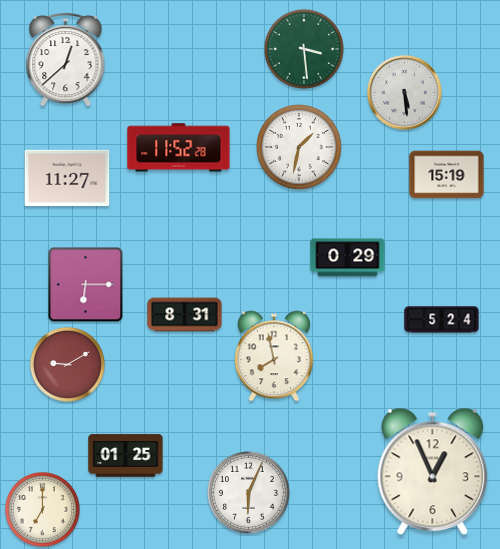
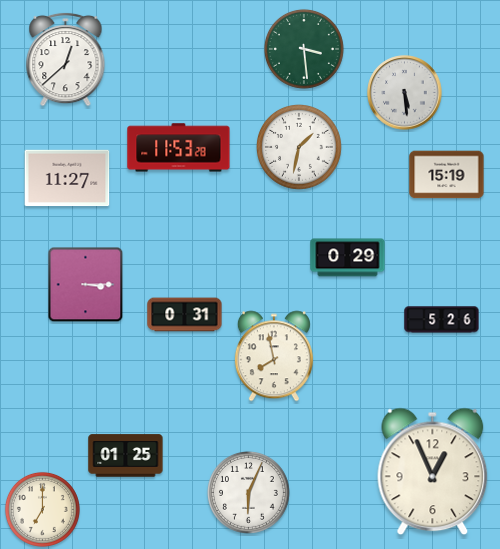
clock at (179, 148): 11:52 -> 11:53
clock at (86, 285): 6:15 -> 3:15
clock at (185, 315): 8:31 -> 0:31
clock at (442, 320): 5:24 -> 5:26
clock at (67, 364): 9:10 -> none
